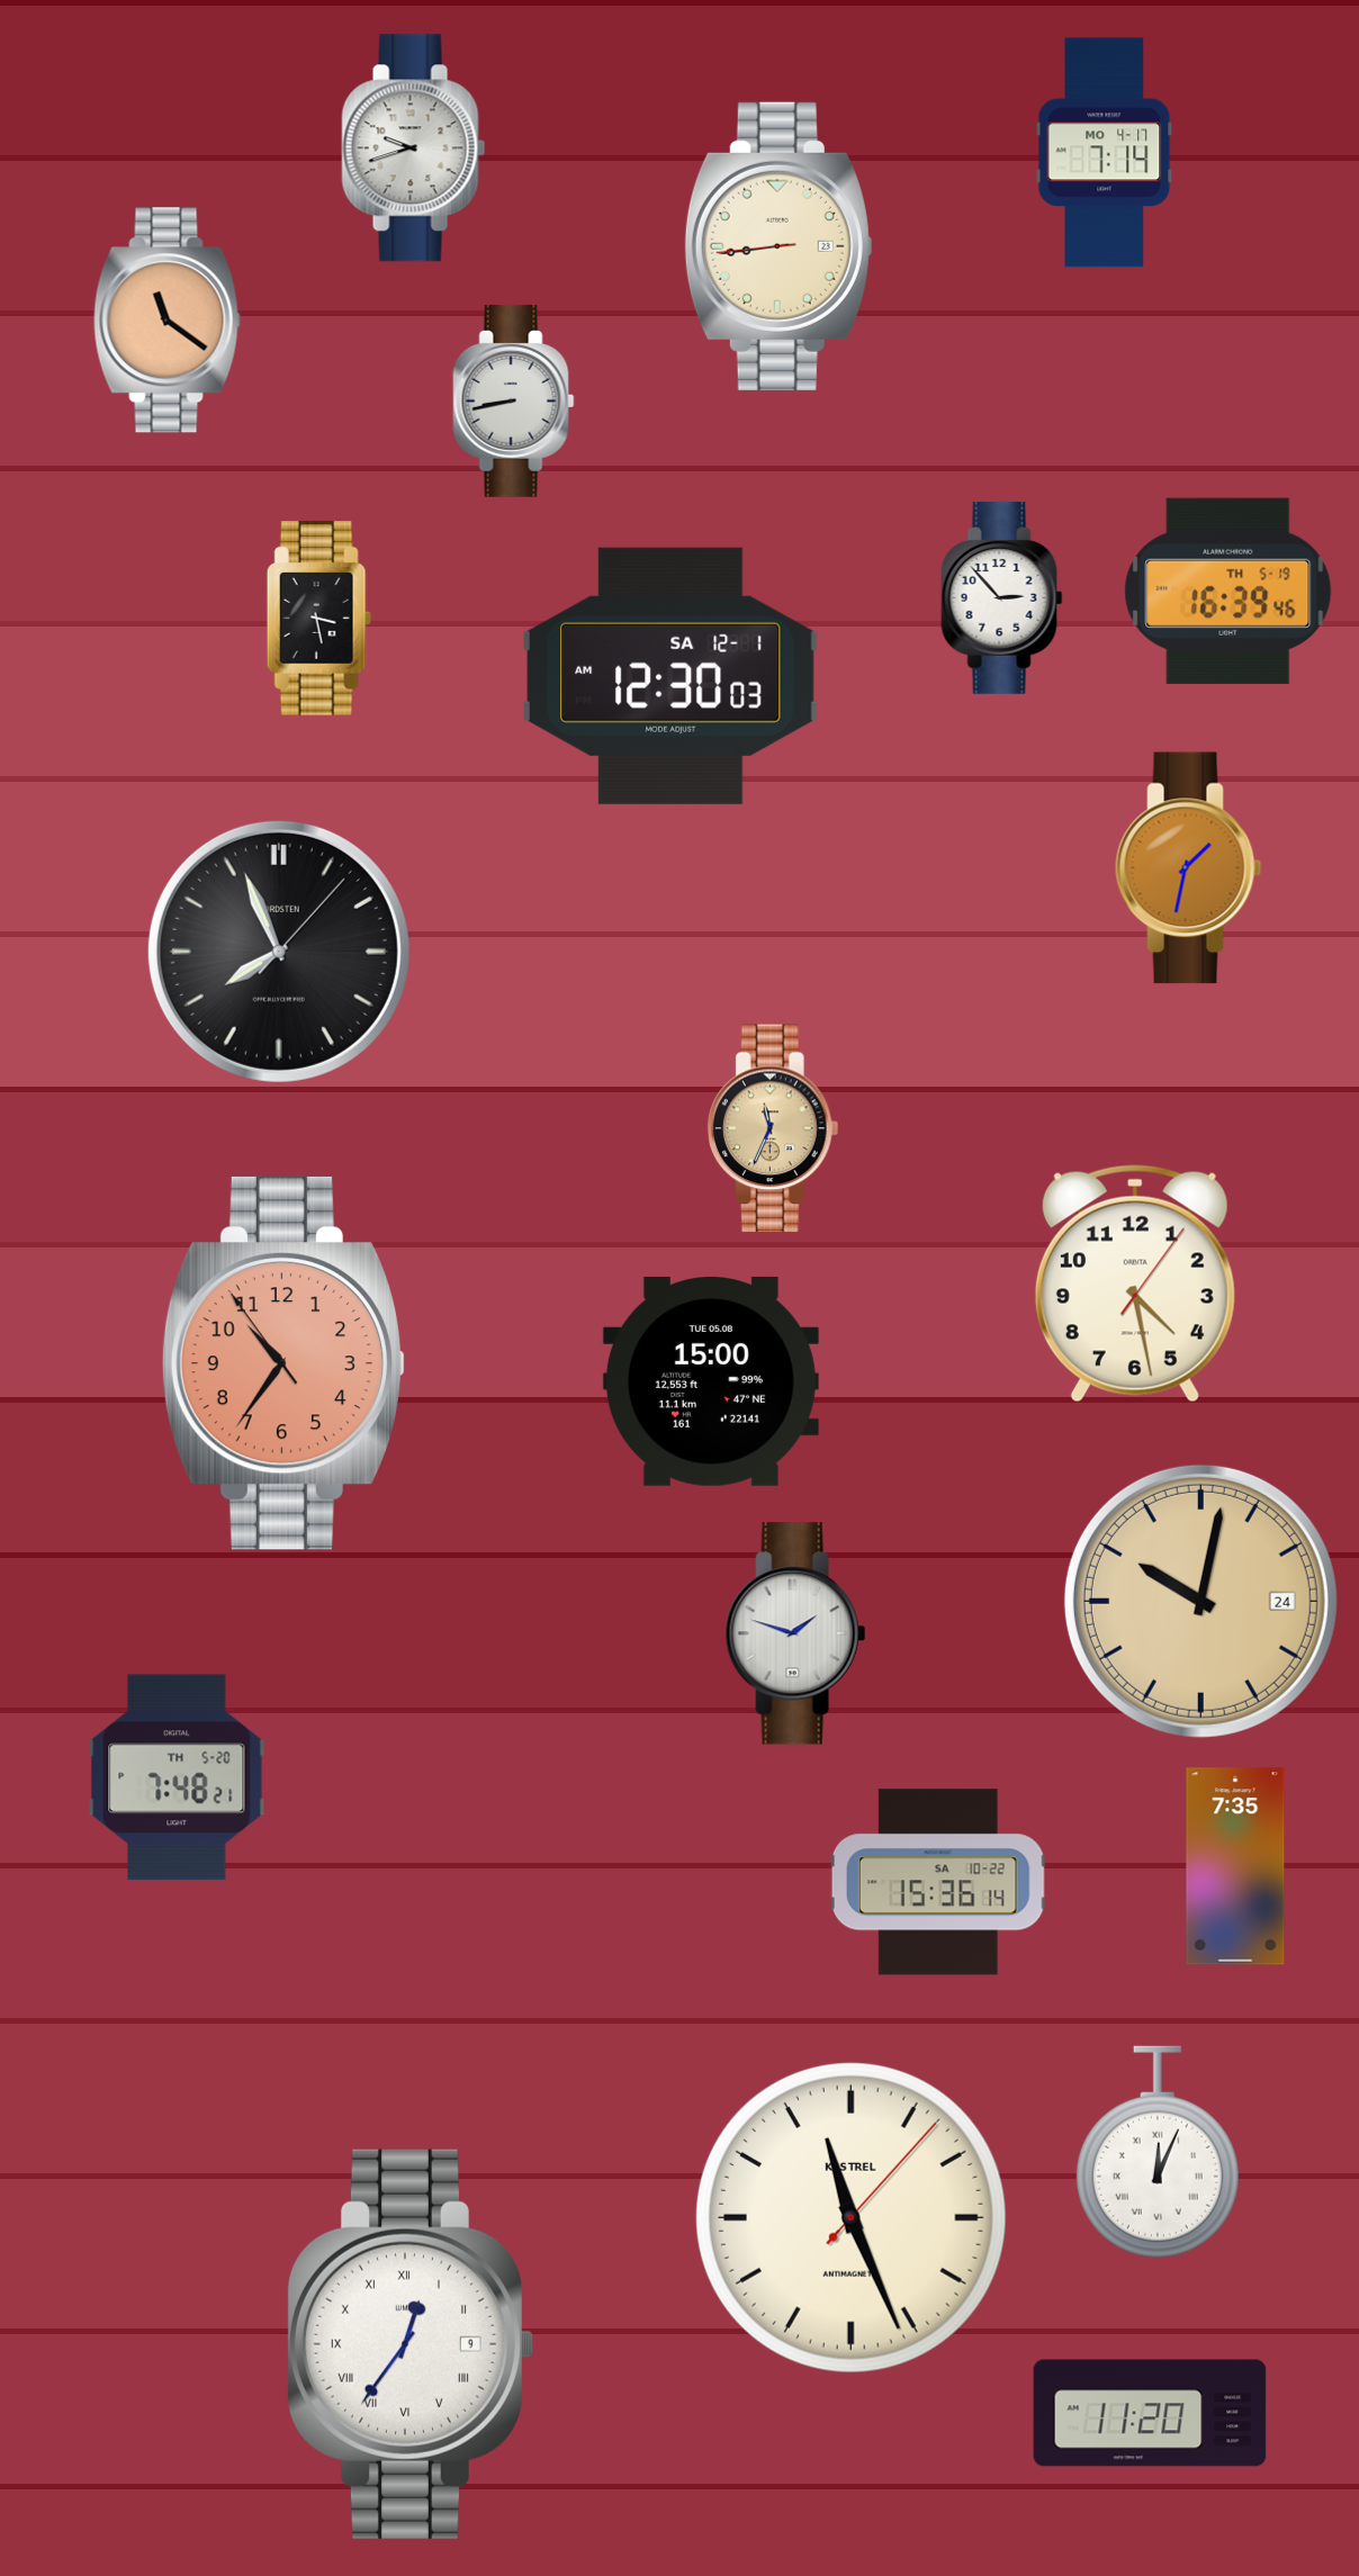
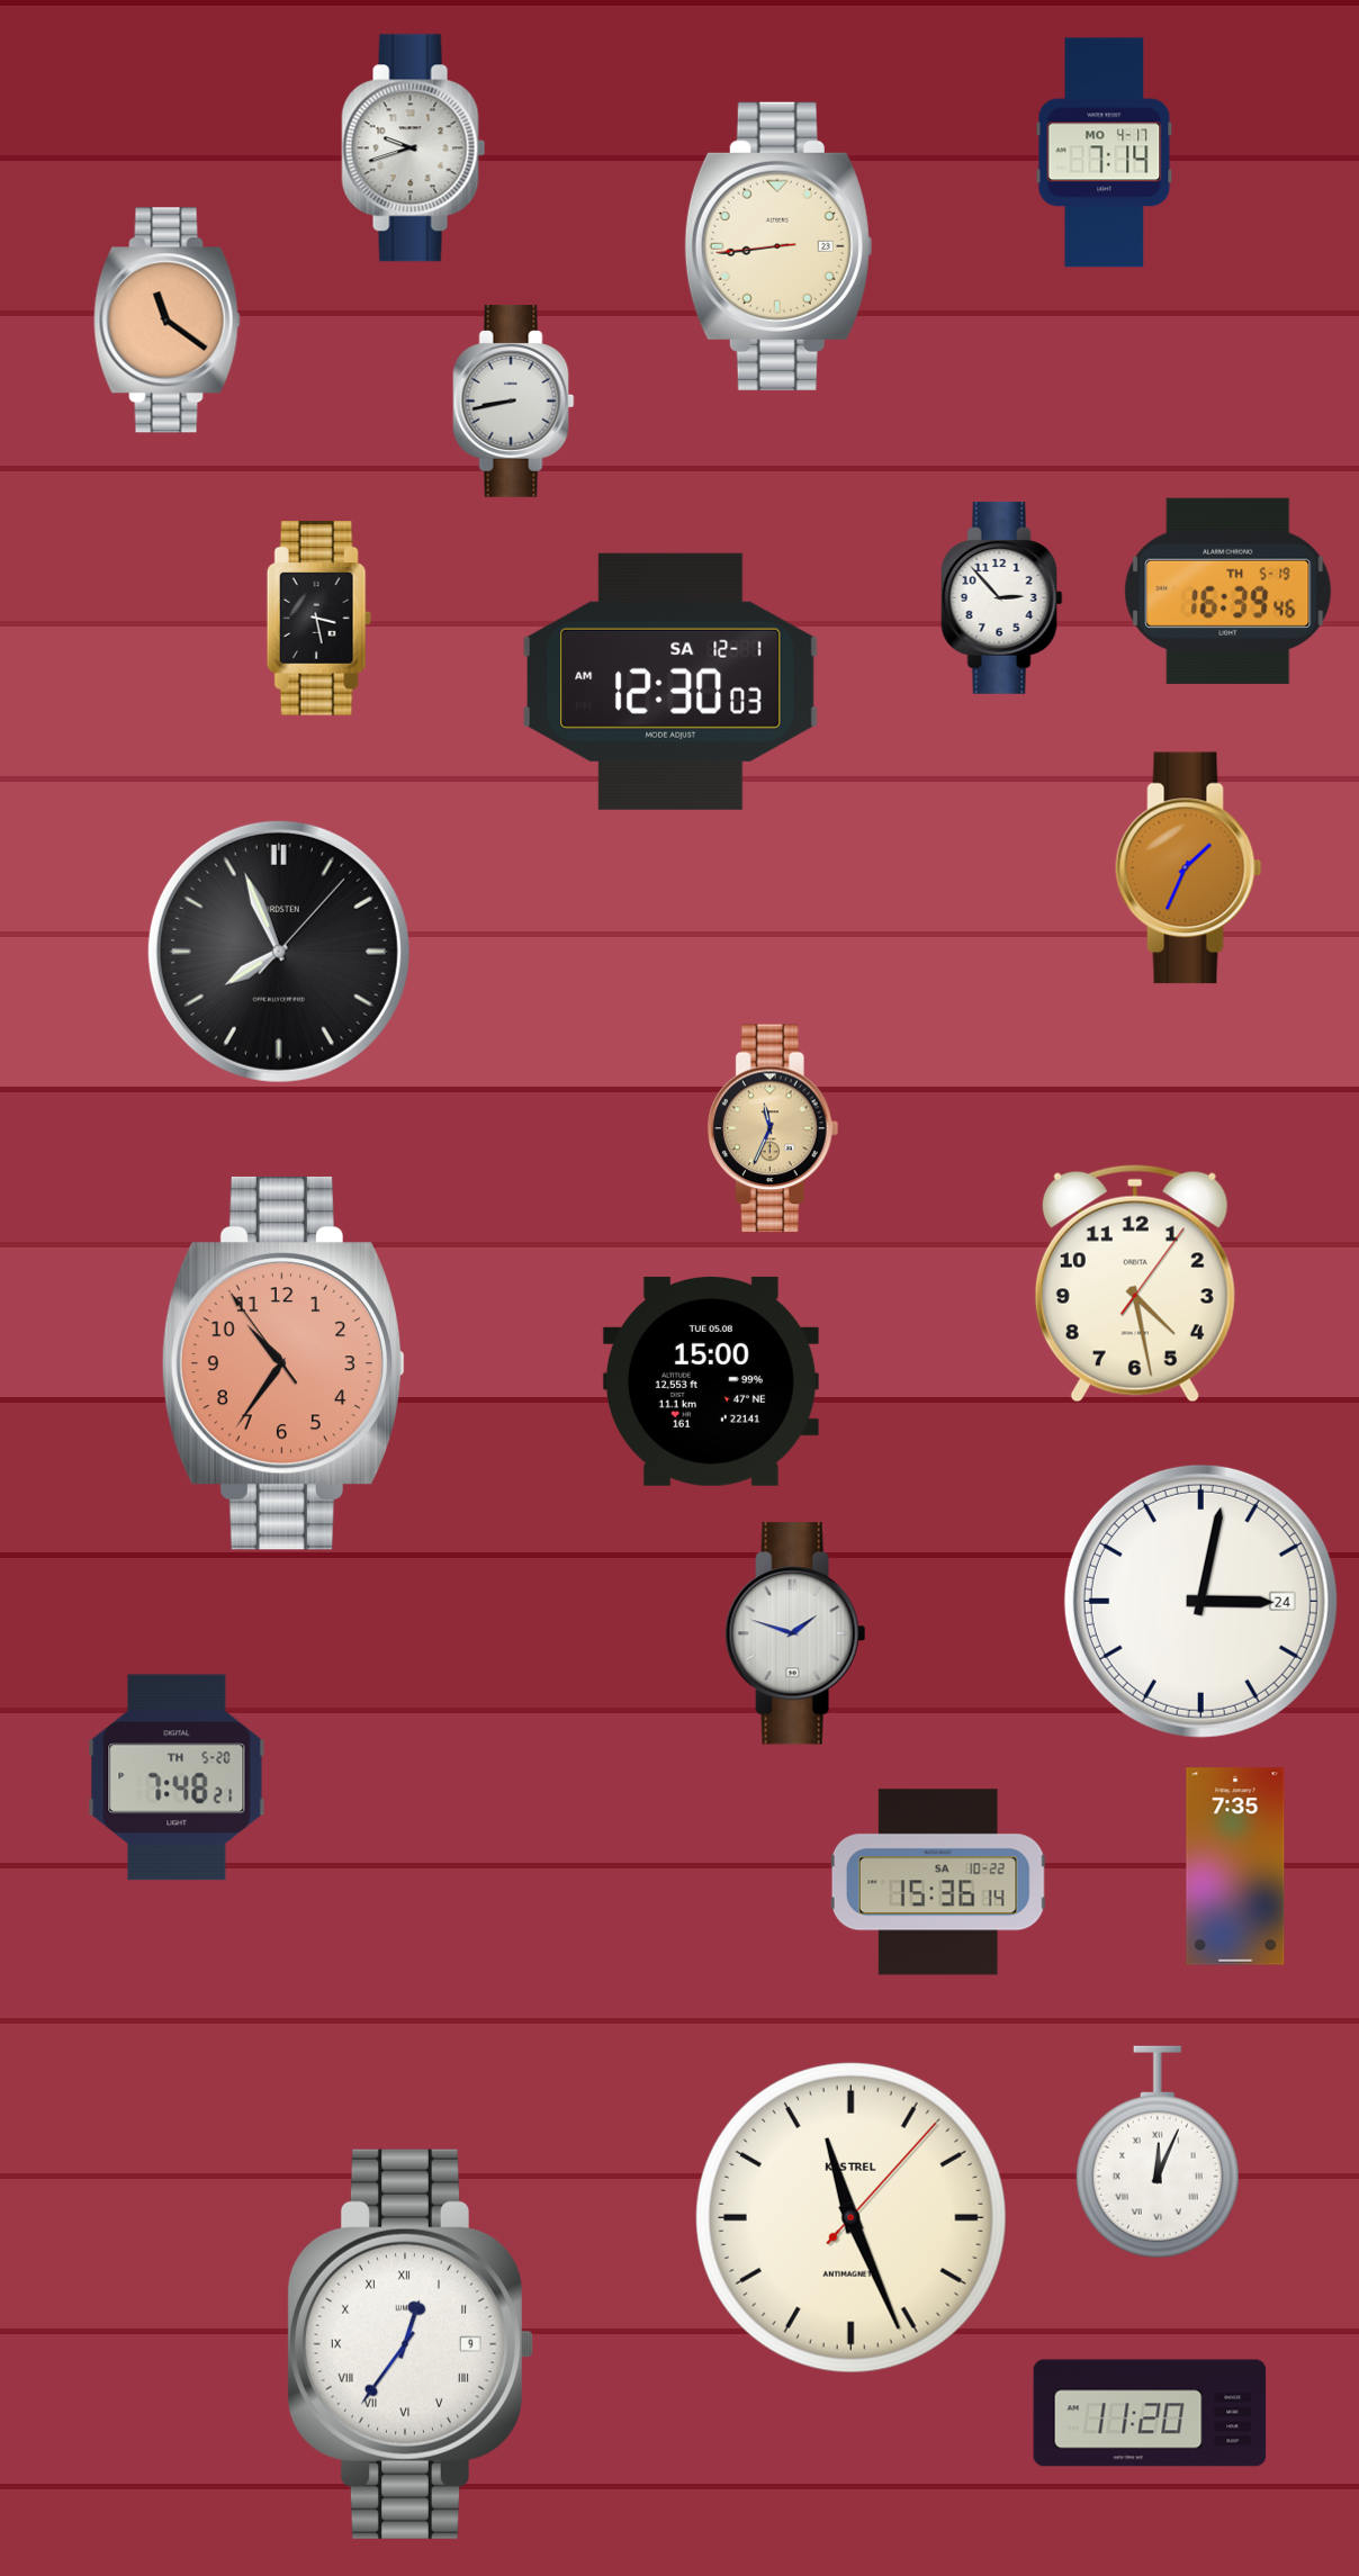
clock at (670, 676) position: (670, 676) -> (670, 682)
clock at (1189, 868): 1:32 -> 1:34
clock at (1200, 1601): 10:02 -> 3:02
clock at (1200, 1601) dial: champagne -> white
